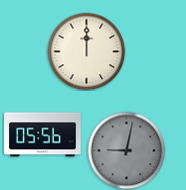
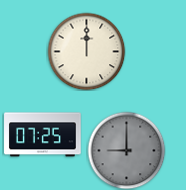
clock at (43, 135): 05:56 -> 07:25
clock at (126, 150): 9:02 -> 9:00
